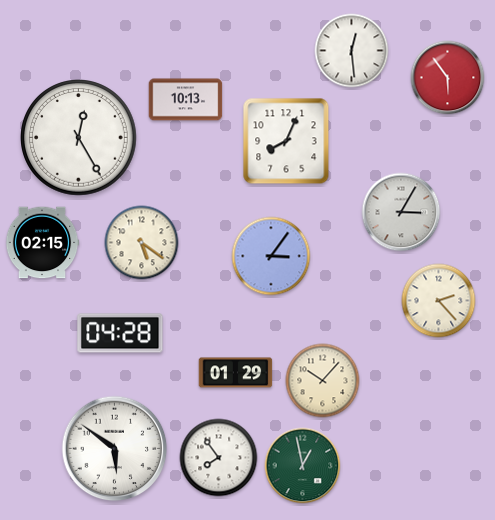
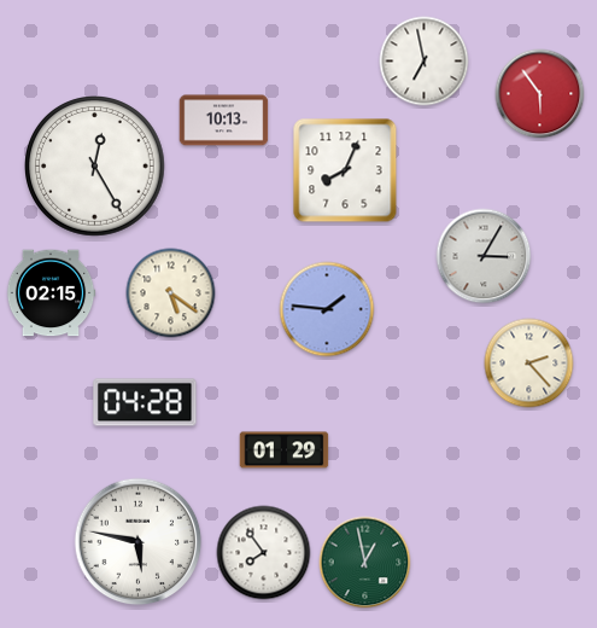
clock at (352, 51): 12:29 -> 6:58
clock at (271, 256): 3:06 -> 1:46
clock at (323, 381): 10:07 -> none
clock at (115, 449): 5:51 -> 5:47
